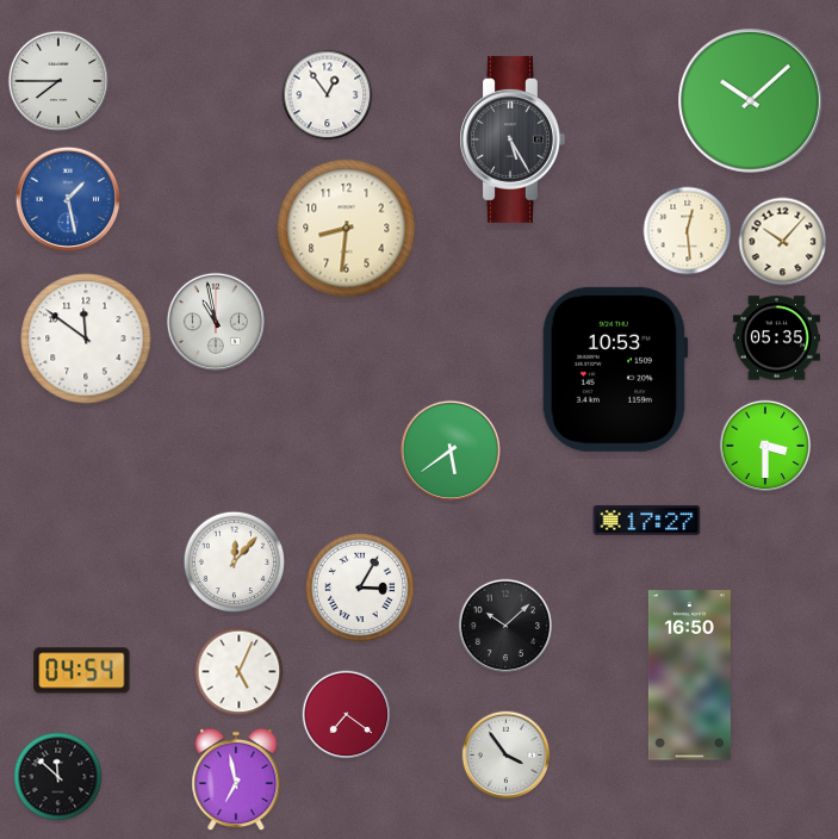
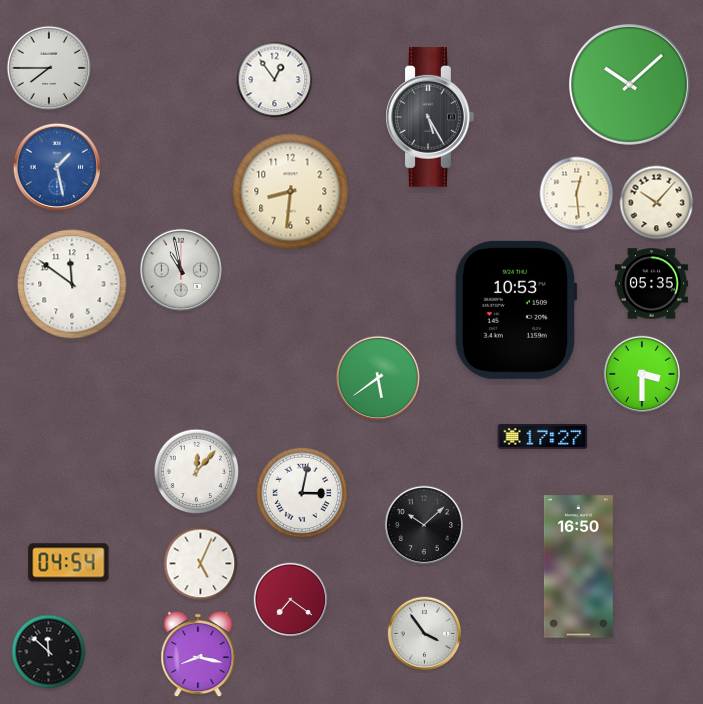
clock at (360, 588): 3:05 -> 3:02
clock at (236, 779): 6:58 -> 8:17
